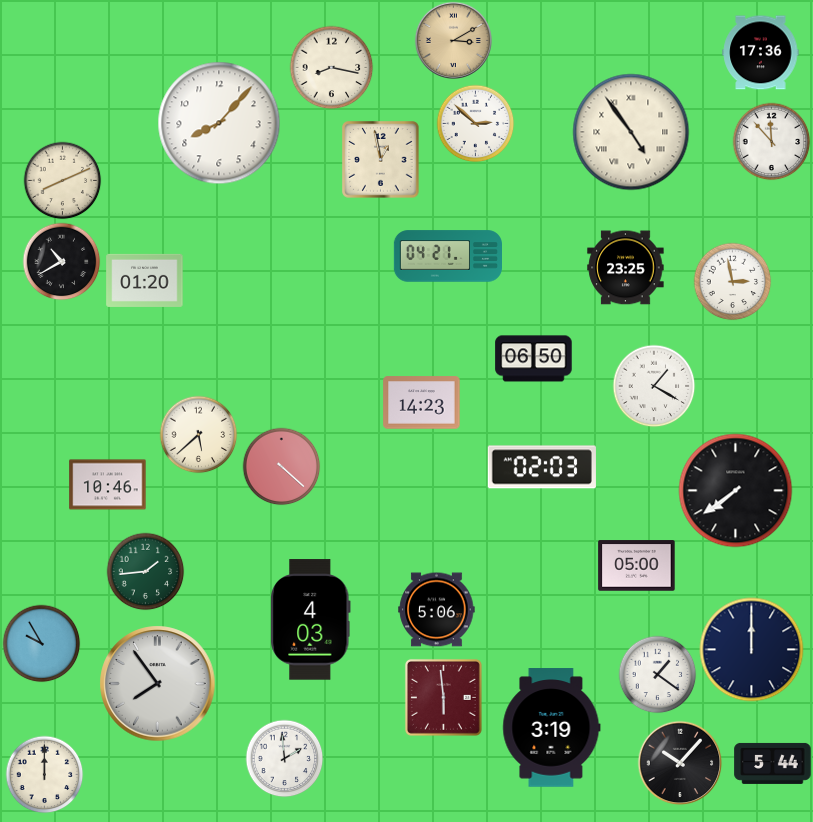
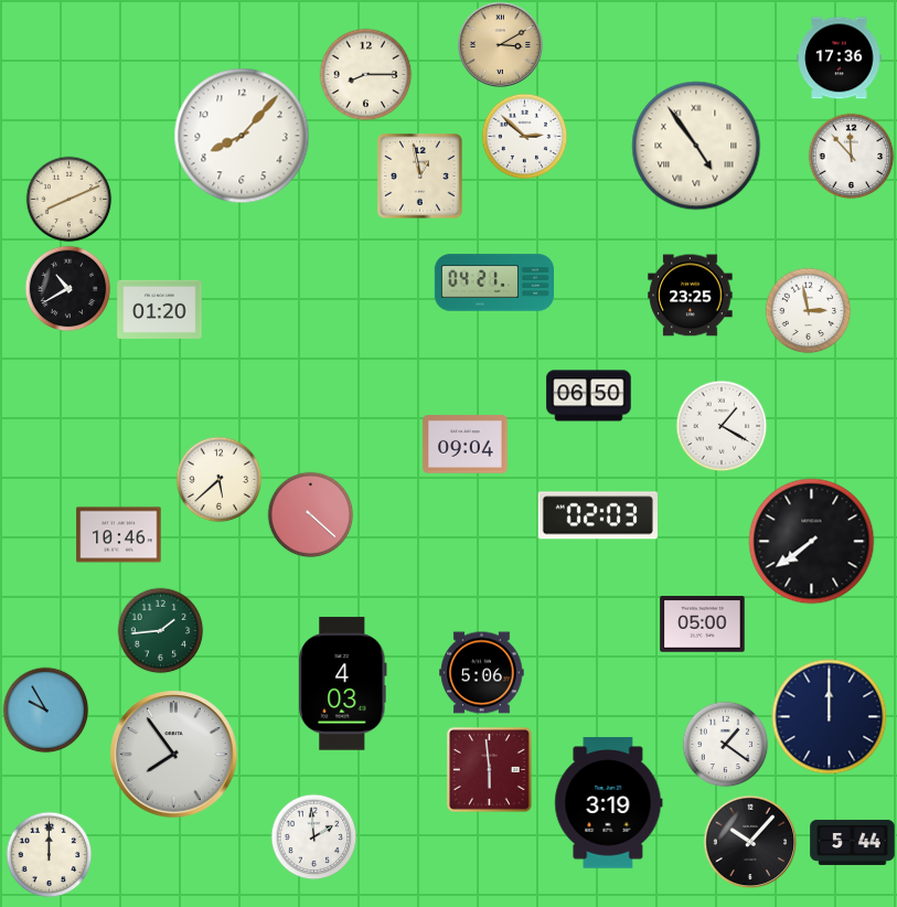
clock at (331, 67): 8:17 -> 8:15
clock at (422, 403): 14:23 -> 09:04
